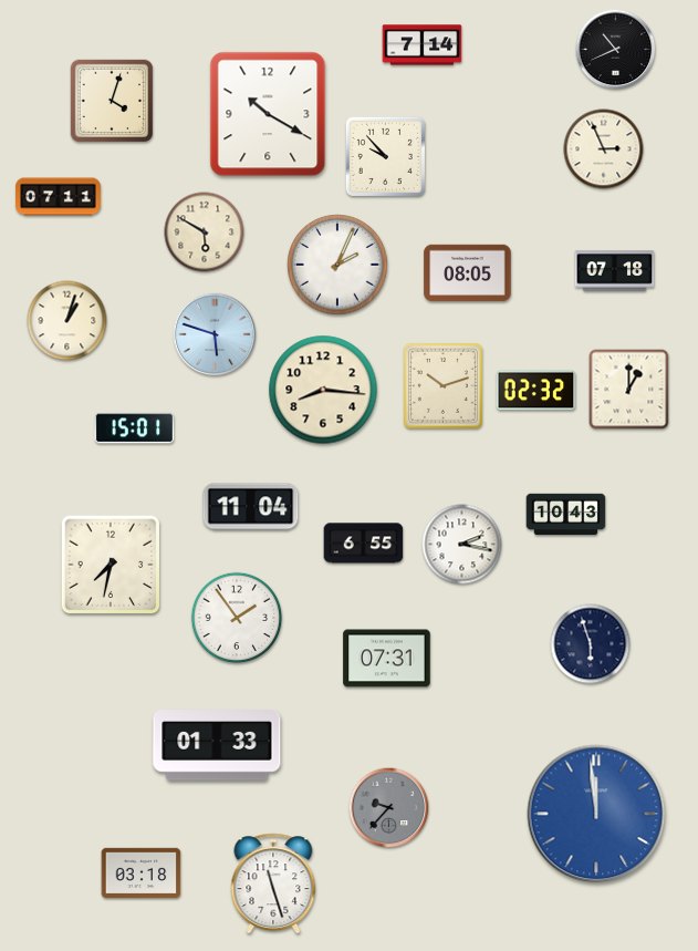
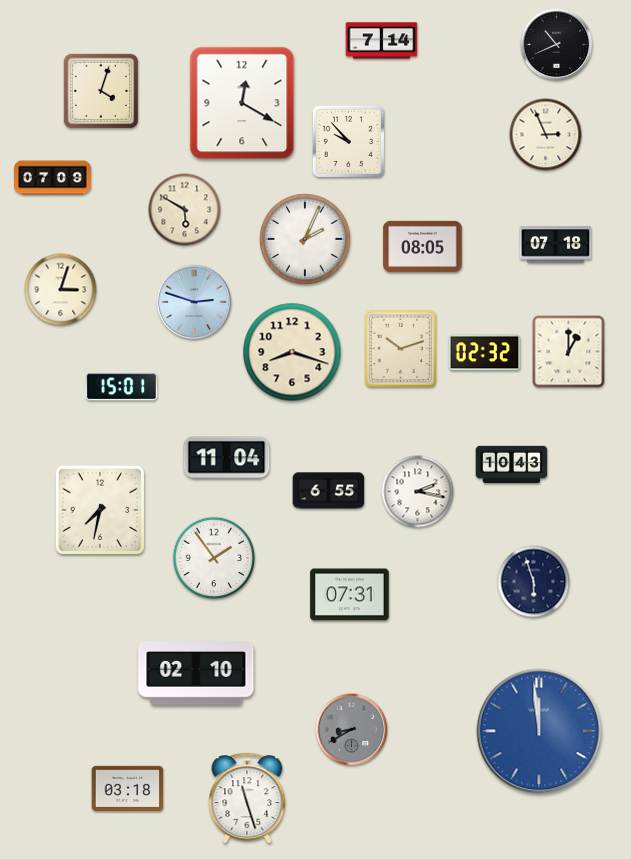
clock at (268, 114): 10:20 -> 12:20
clock at (59, 197): 07:11 -> 07:09
clock at (67, 321): 1:03 -> 3:03
clock at (215, 334): 5:48 -> 2:48
clock at (323, 390): 8:16 -> 8:18
clock at (217, 745): 01:33 -> 02:10
clock at (389, 808): 9:37 -> 8:40
clock at (596, 814) position: (596, 814) -> (539, 731)
